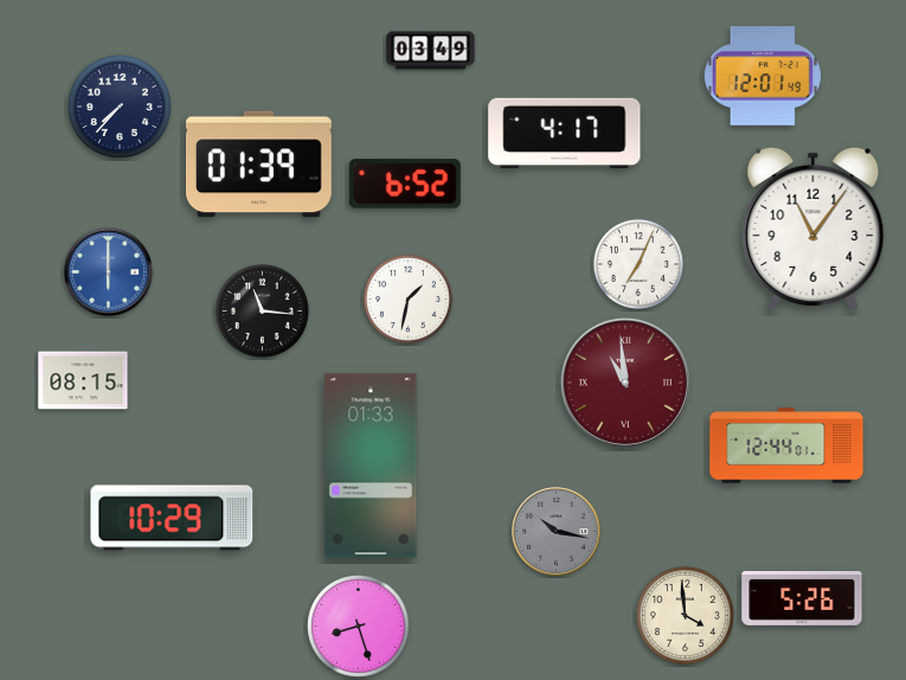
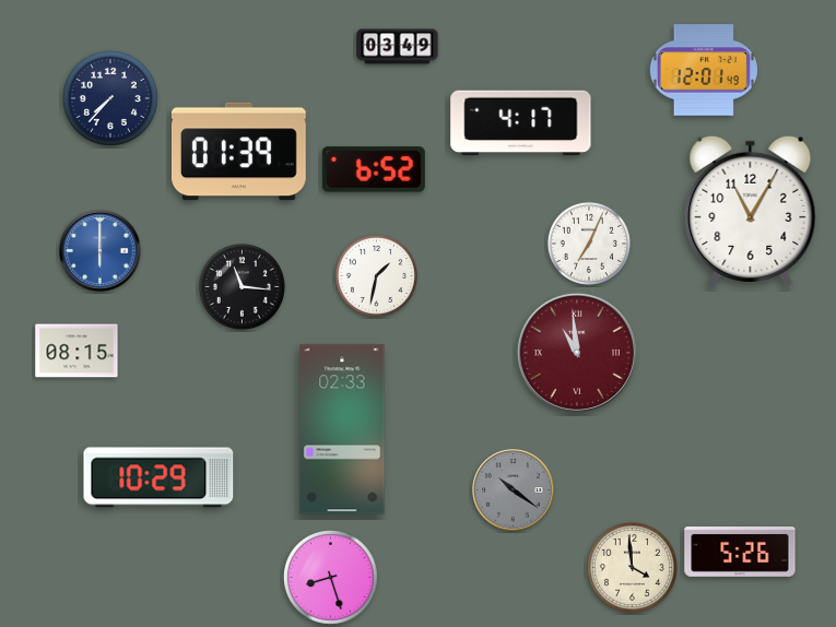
clock at (814, 229): 11:06 -> 11:05
clock at (786, 445): 12:44 -> none
clock at (371, 466): 01:33 -> 02:33
clock at (557, 532): 10:17 -> 10:21
